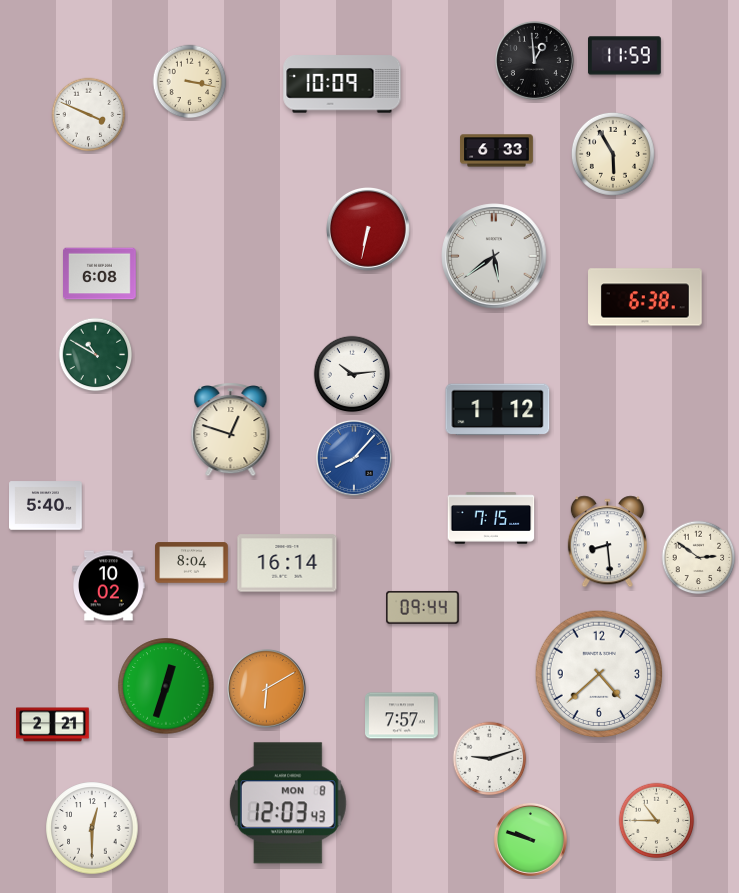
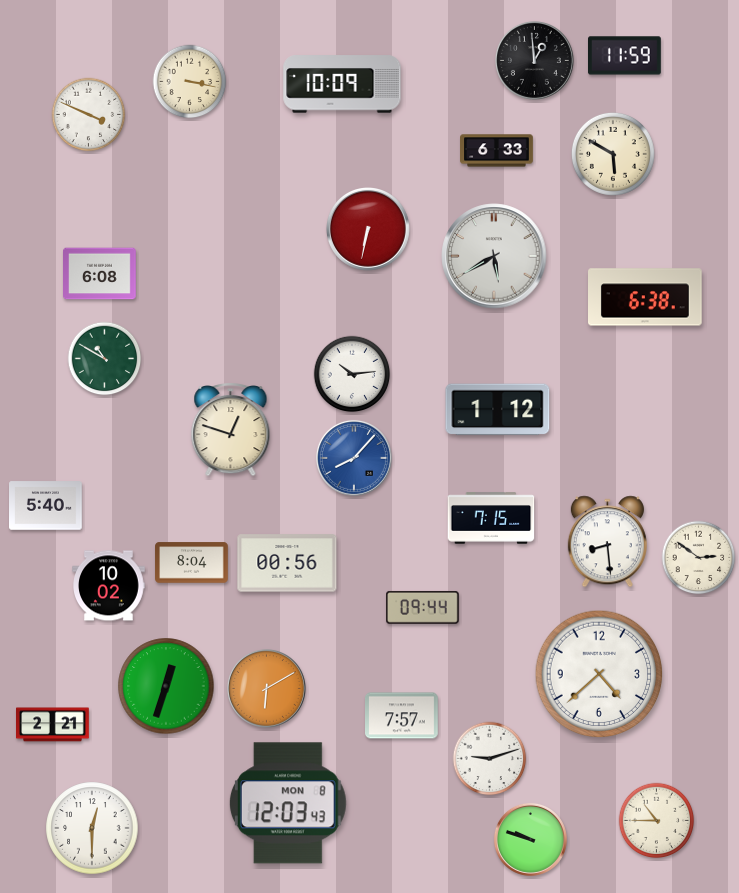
clock at (613, 154): 5:55 -> 5:50
clock at (494, 256): 5:39 -> 5:40
clock at (96, 355) position: (96, 355) -> (105, 359)
clock at (287, 563): 16:14 -> 00:56
